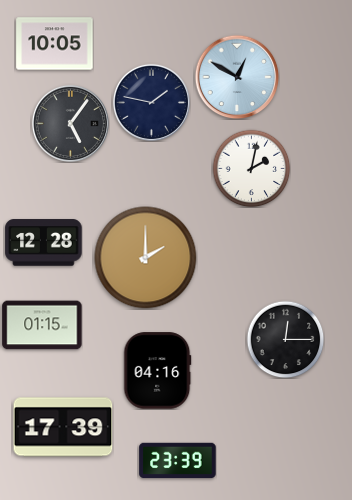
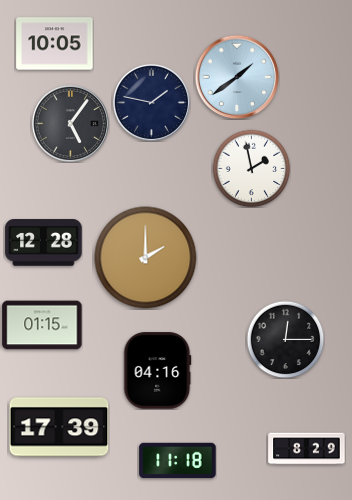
clock at (237, 77): 12:50 -> 1:39
clock at (251, 168): 2:02 -> 1:58
clock at (63, 427) position: (63, 427) -> (59, 427)
clock at (307, 449): none -> 8:29
clock at (178, 461): 23:39 -> 11:18
